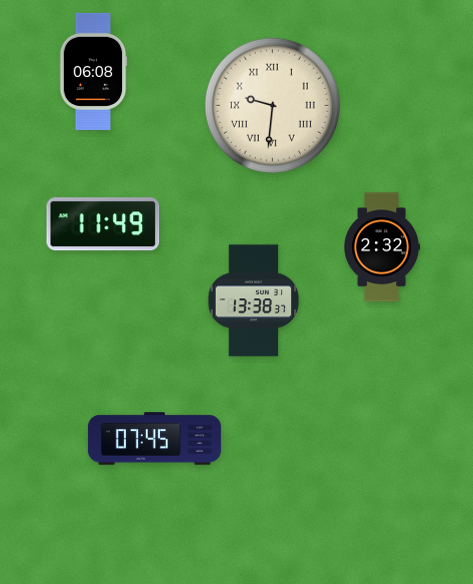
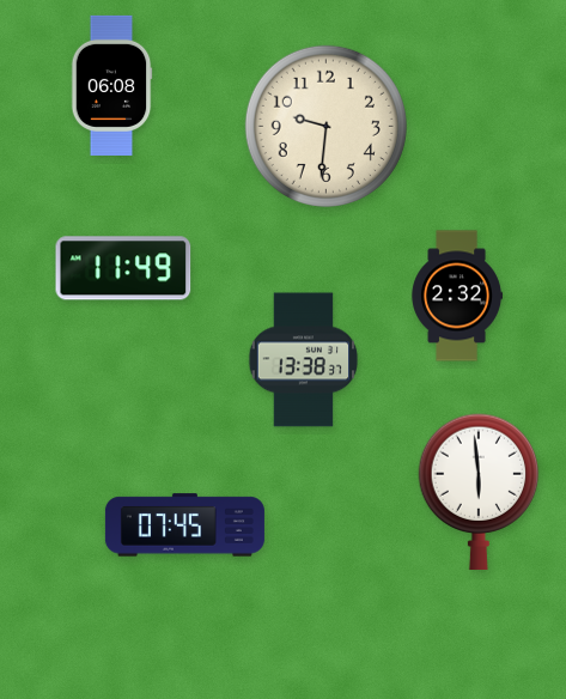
clock at (272, 105) numerals: Roman -> Arabic
clock at (479, 492): none -> 5:59
